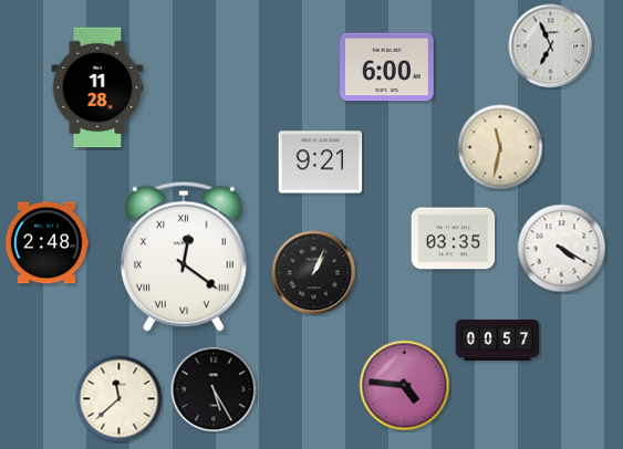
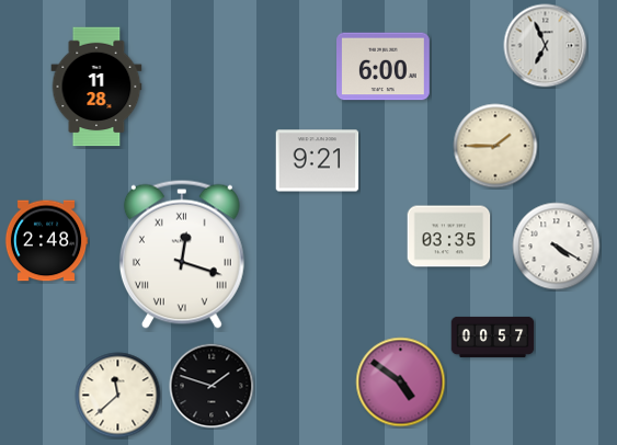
clock at (500, 147): 11:32 -> 1:45
clock at (184, 257): 12:21 -> 12:18
clock at (314, 273): 1:04 -> none
clock at (405, 386): 4:46 -> 4:51
clock at (214, 389): 5:25 -> 1:48
